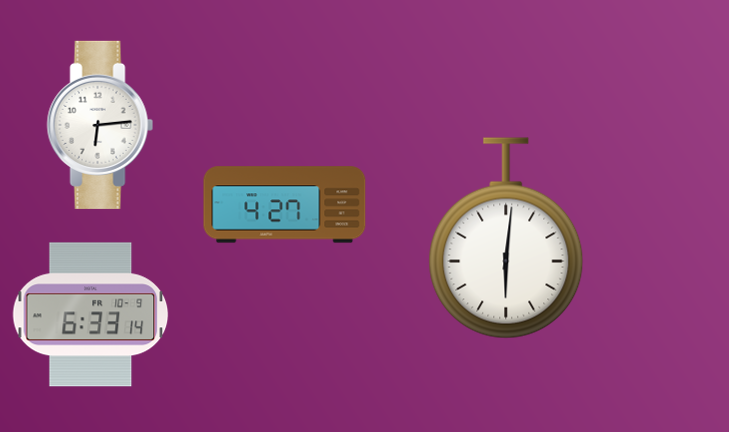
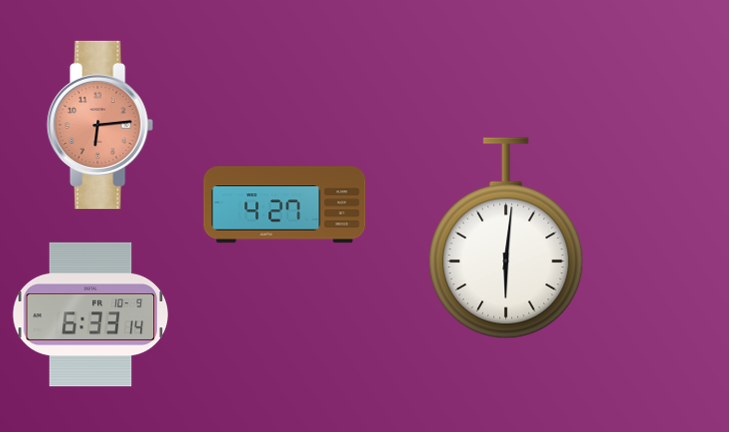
clock at (100, 125) dial: white -> salmon
